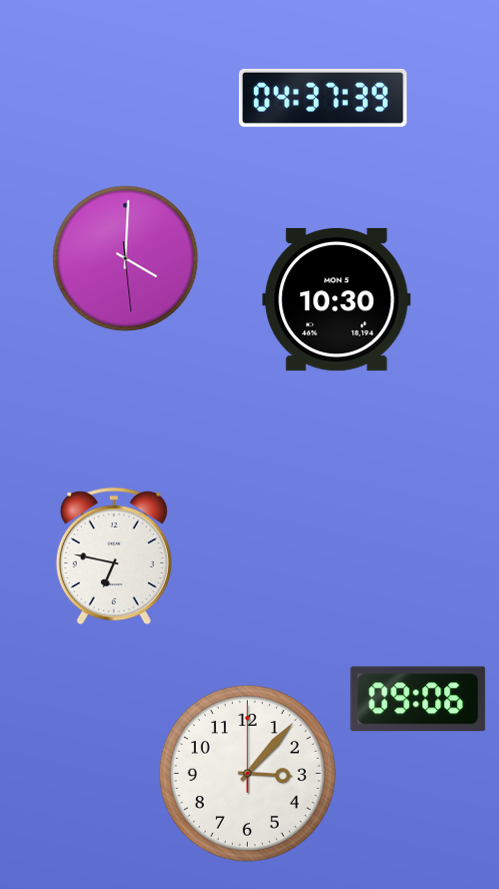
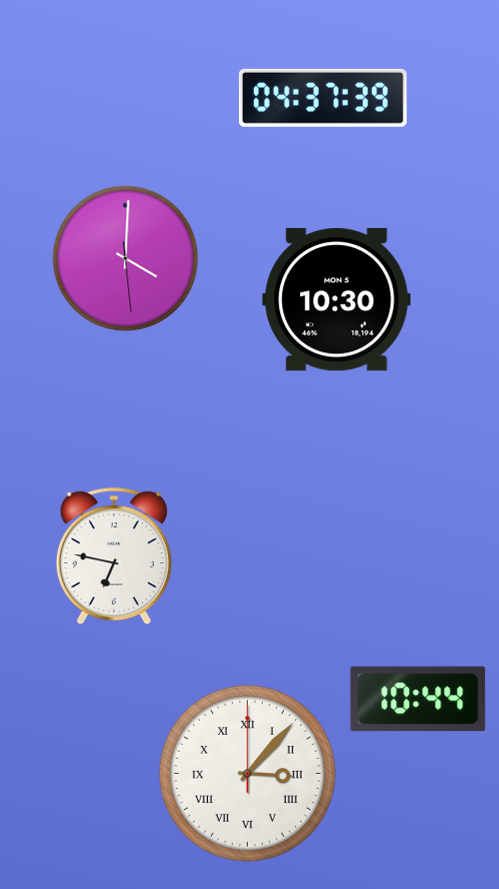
clock at (418, 699): 09:06 -> 10:44
clock at (247, 773) numerals: Arabic -> Roman
